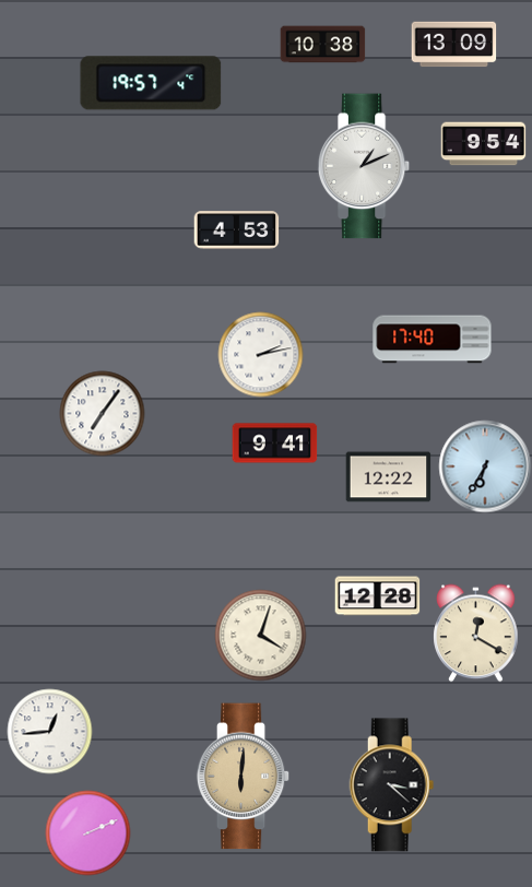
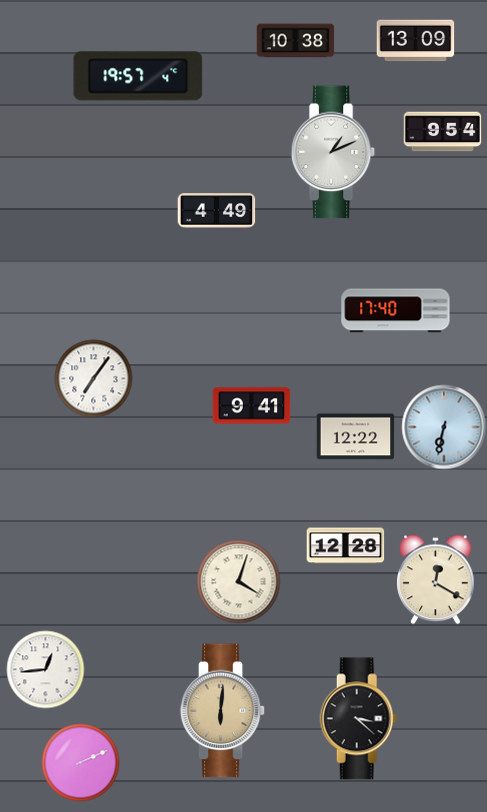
clock at (236, 230): 4:53 -> 4:49
clock at (260, 354): 2:13 -> none
clock at (485, 466): 6:35 -> 6:32
